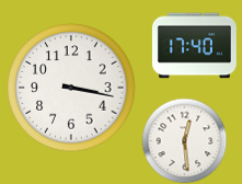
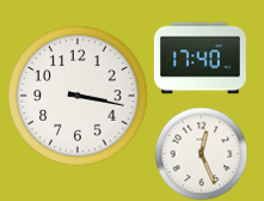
clock at (194, 46) position: (194, 46) -> (199, 59)
clock at (184, 140): 12:29 -> 12:26
